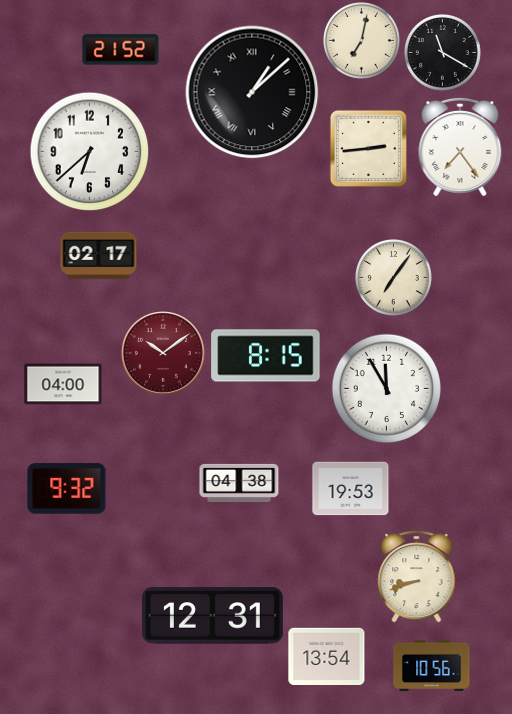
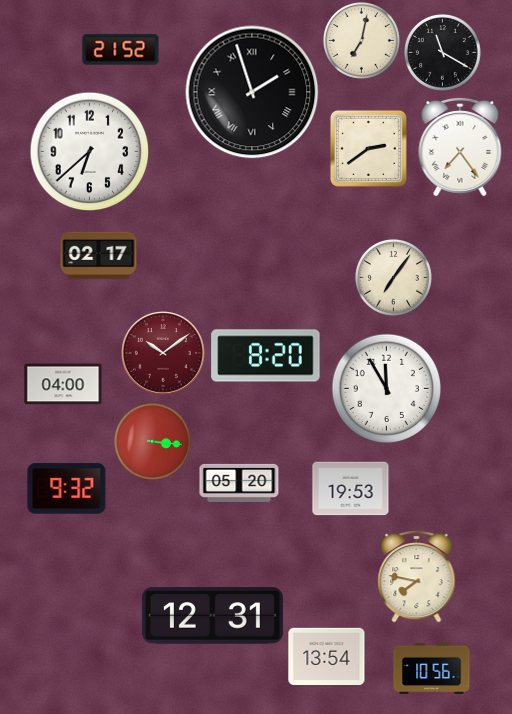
clock at (252, 92): 1:08 -> 1:57
clock at (368, 148): 2:44 -> 2:39
clock at (266, 356): 8:15 -> 8:20
clock at (152, 441): none -> 3:16
clock at (239, 483): 04:38 -> 05:20
clock at (417, 576): 8:42 -> 7:47
clock at (432, 665) position: (432, 665) -> (432, 668)
